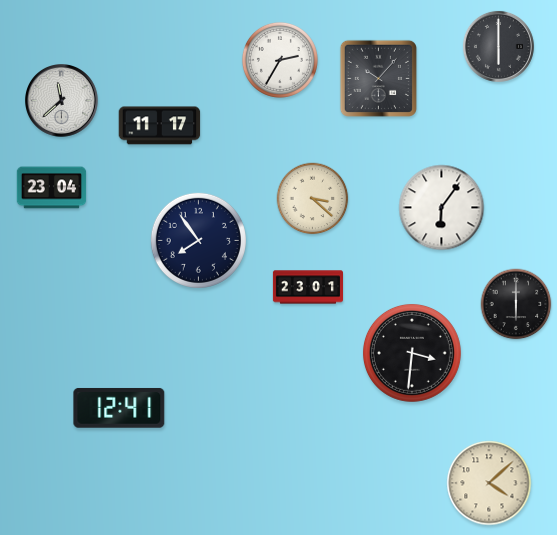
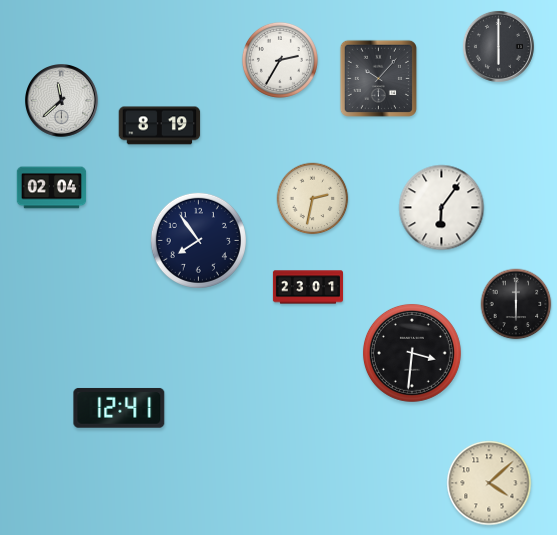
clock at (160, 126): 11:17 -> 8:19
clock at (52, 188): 23:04 -> 02:04
clock at (313, 199): 3:22 -> 2:32
